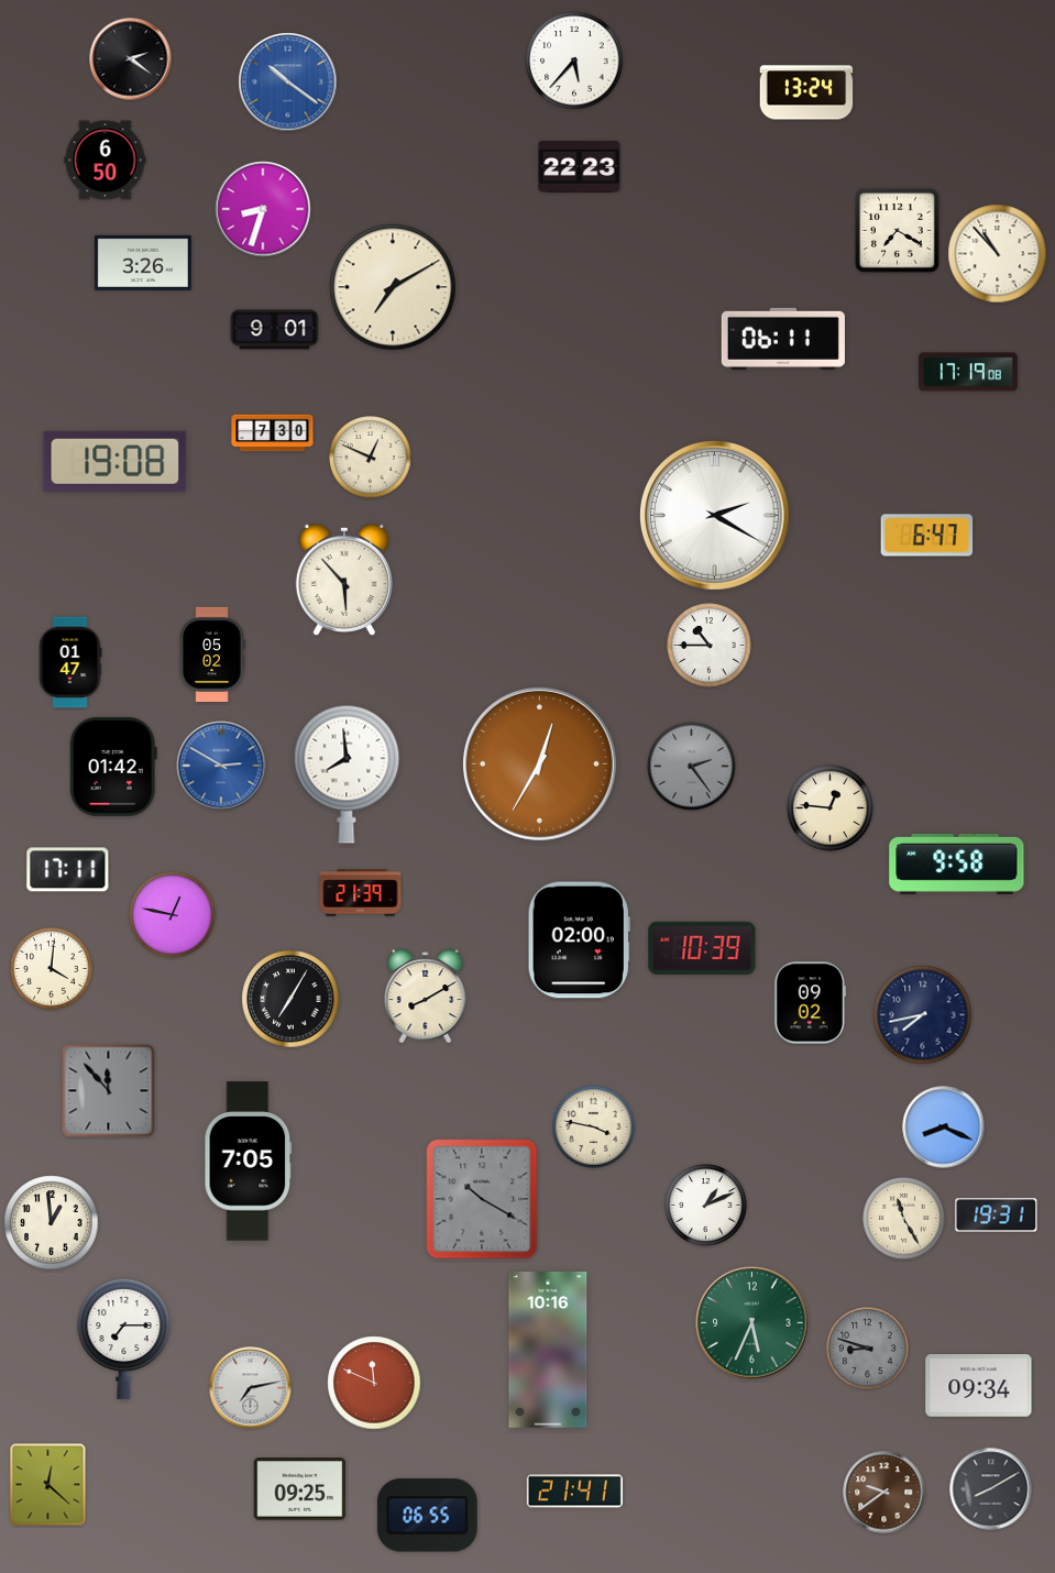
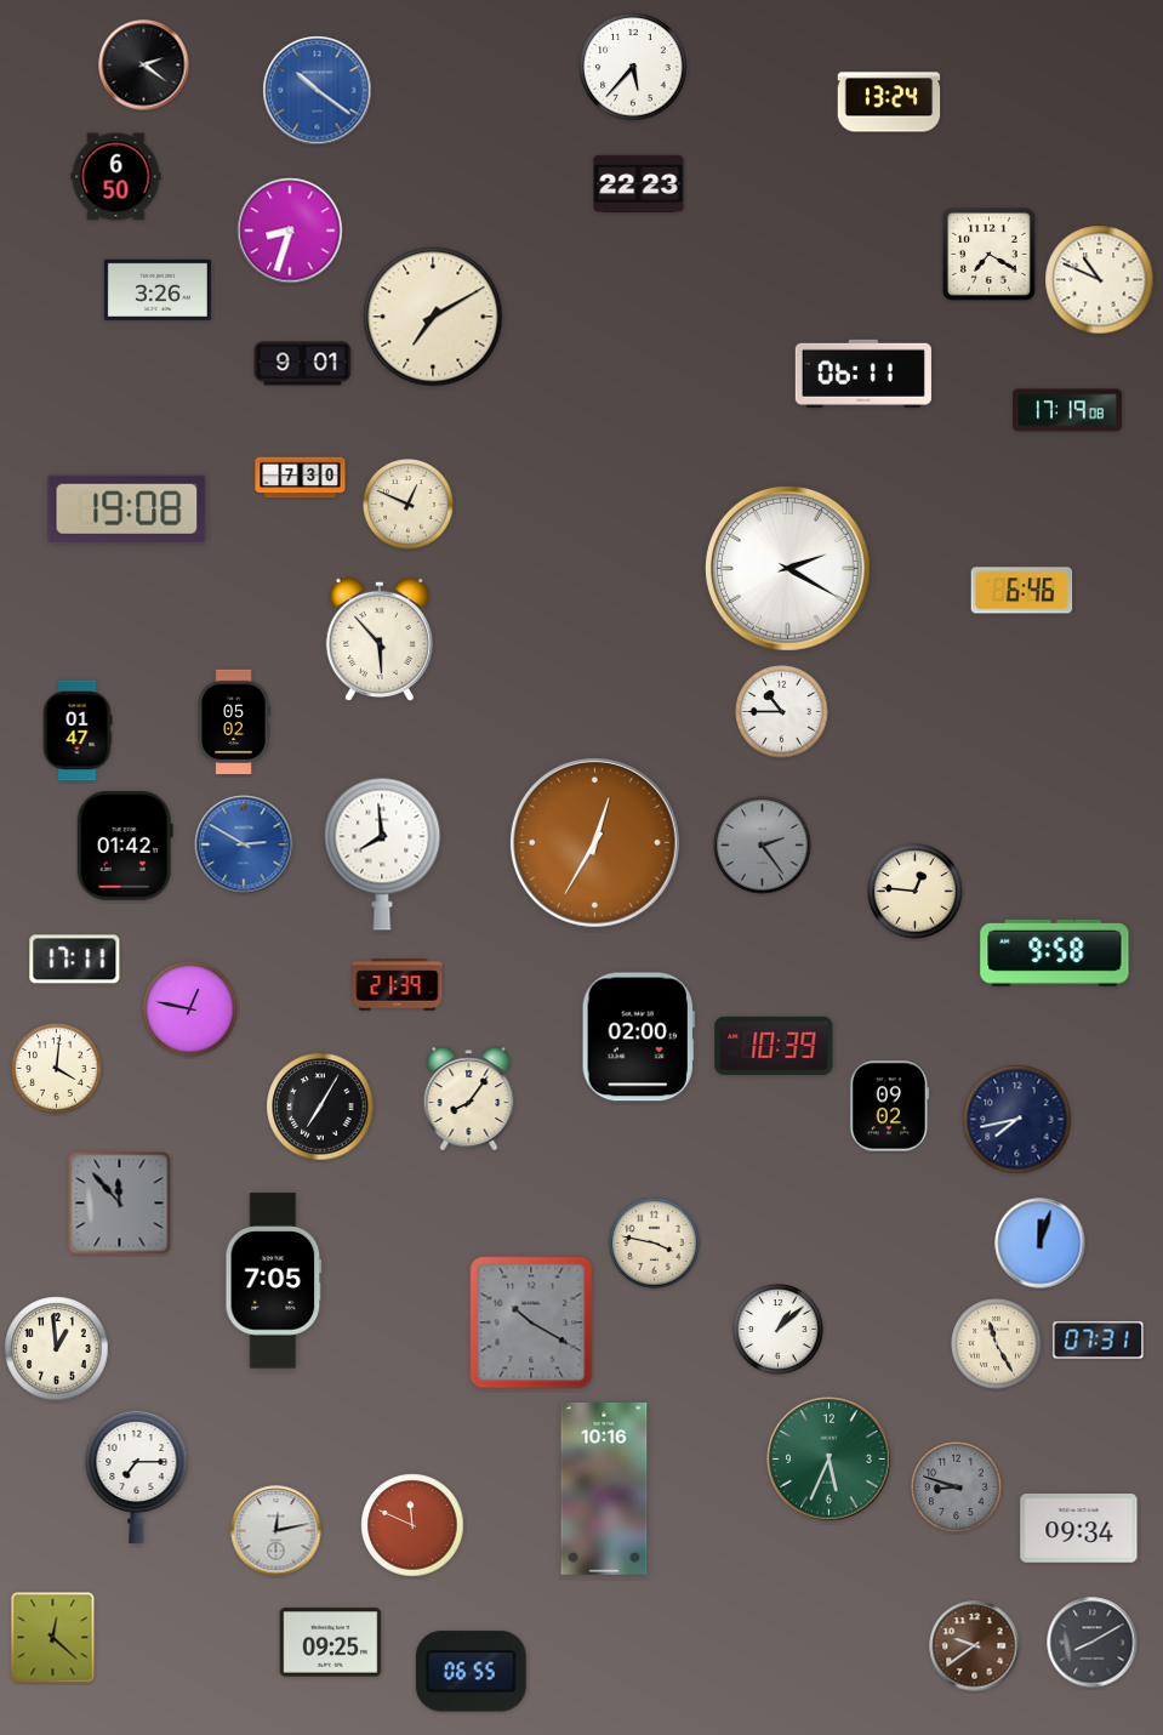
clock at (998, 254): 10:53 -> 10:49
clock at (927, 536): 6:47 -> 6:46
clock at (426, 997): 8:10 -> 8:06
clock at (290, 999) position: (290, 999) -> (320, 1107)
clock at (811, 1003) position: (811, 1003) -> (890, 1107)
clock at (944, 1127): 8:19 -> 12:03
clock at (706, 1206): 1:11 -> 1:08
clock at (997, 1215): 19:31 -> 07:31
clock at (251, 1388): 7:13 -> 12:13
clock at (574, 1492): 21:41 -> none
